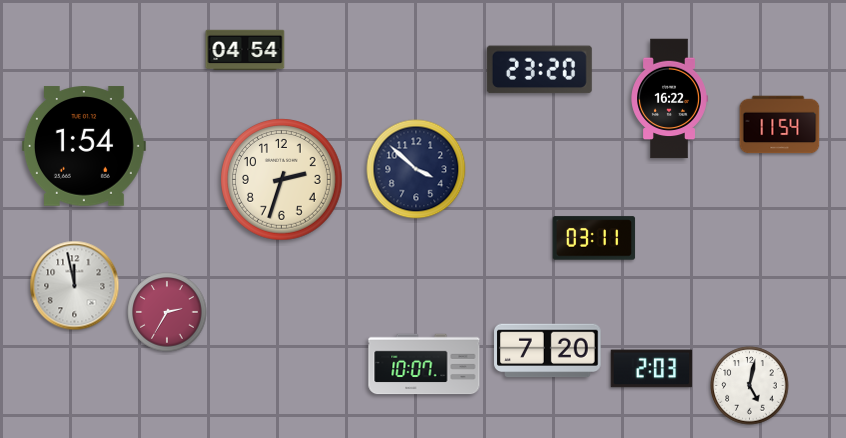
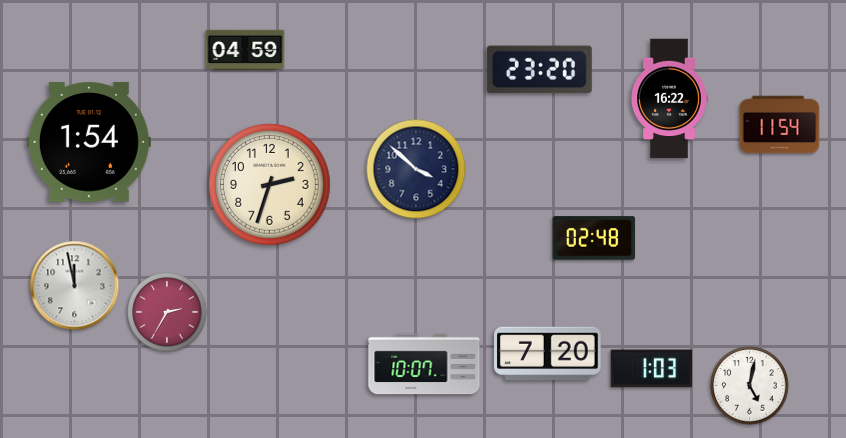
clock at (245, 50): 04:54 -> 04:59
clock at (84, 146) position: (84, 146) -> (89, 142)
clock at (282, 180) position: (282, 180) -> (270, 185)
clock at (594, 238): 03:11 -> 02:48
clock at (548, 351) position: (548, 351) -> (548, 354)
clock at (652, 369): 2:03 -> 1:03
